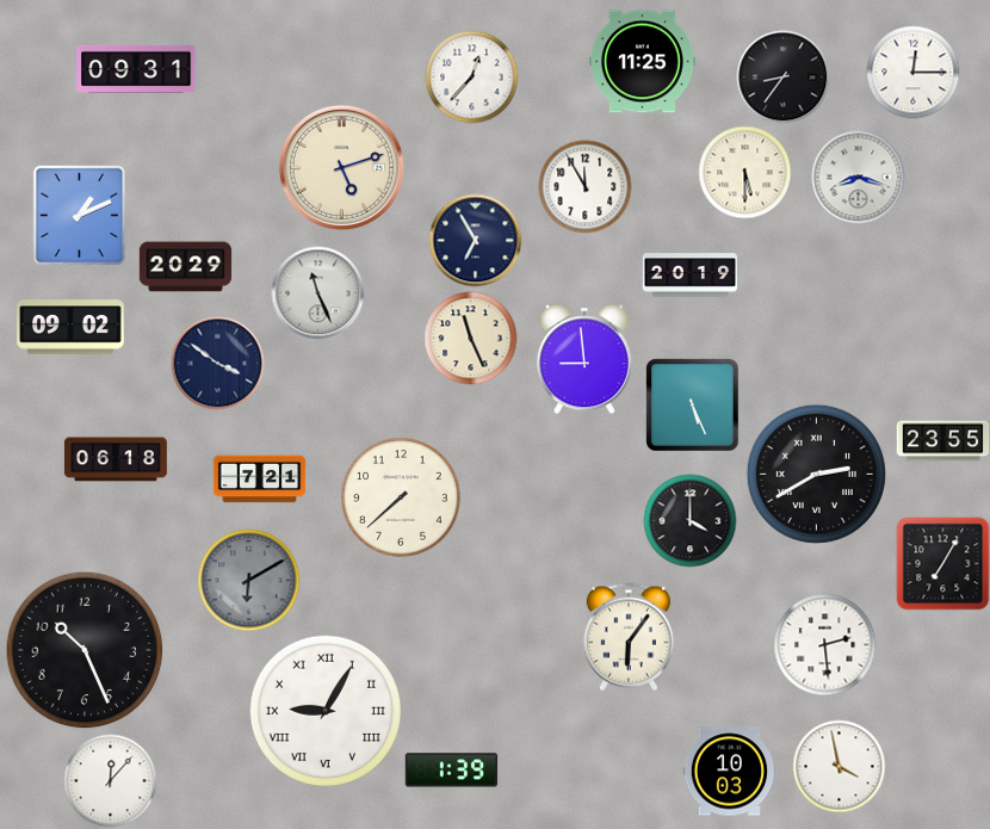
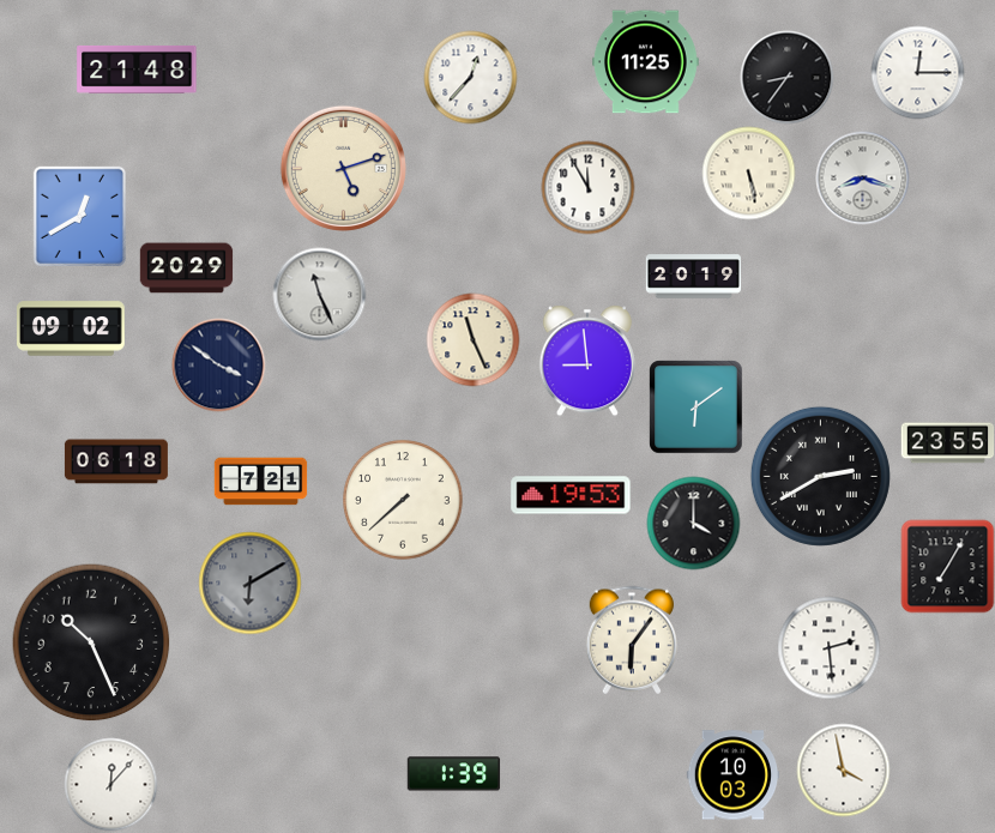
clock at (136, 69): 09:31 -> 21:48
clock at (471, 76) position: (471, 76) -> (470, 77)
clock at (744, 172): 5:30 -> 5:28
clock at (79, 215): 1:11 -> 12:40
clock at (475, 240): 6:55 -> none
clock at (692, 404): 5:26 -> 6:09
clock at (571, 495): none -> 19:53
clock at (85, 650) position: (85, 650) -> (91, 642)
clock at (326, 711): 9:05 -> none
